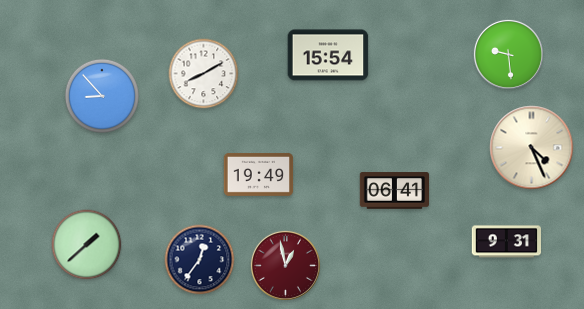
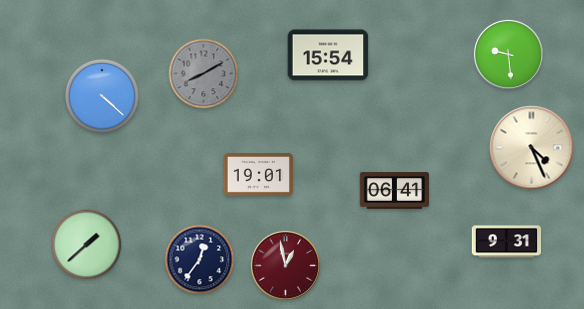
clock at (204, 74) dial: white -> grey
clock at (102, 96): 8:53 -> 4:22
clock at (259, 175): 19:49 -> 19:01
